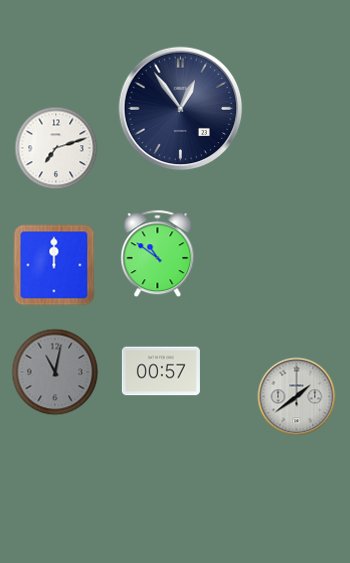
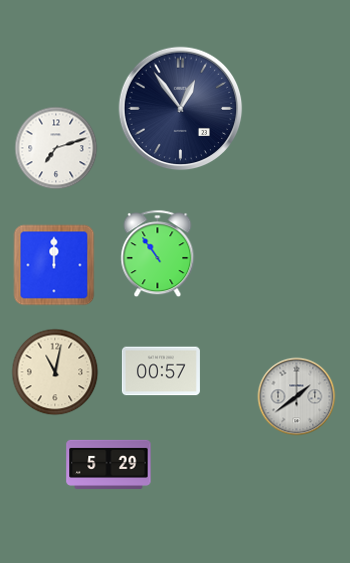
clock at (158, 254): 10:51 -> 10:54
clock at (55, 372) dial: grey -> cream
clock at (109, 464): none -> 5:29
